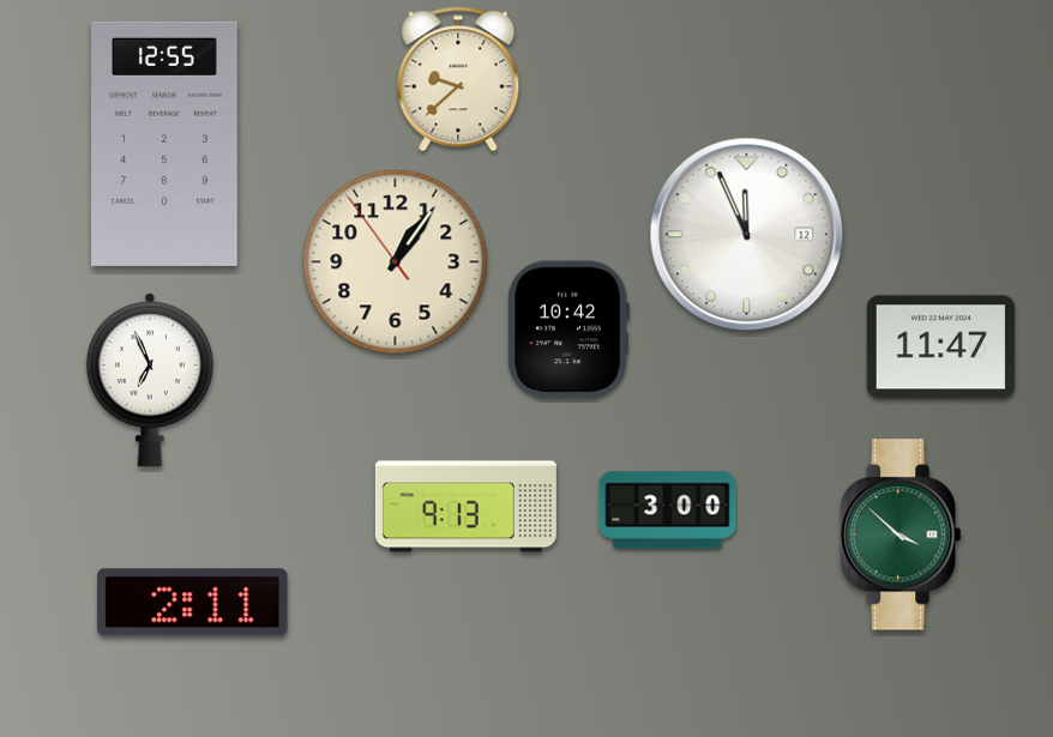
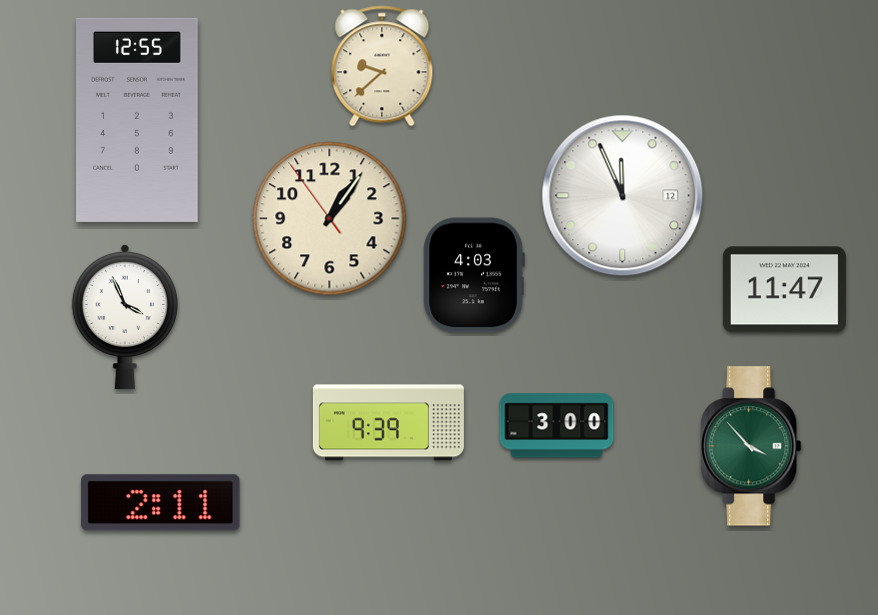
clock at (568, 330): 10:42 -> 4:03
clock at (150, 380): 6:56 -> 3:56
clock at (465, 507): 9:13 -> 9:39
clock at (901, 534): 3:52 -> 3:53
